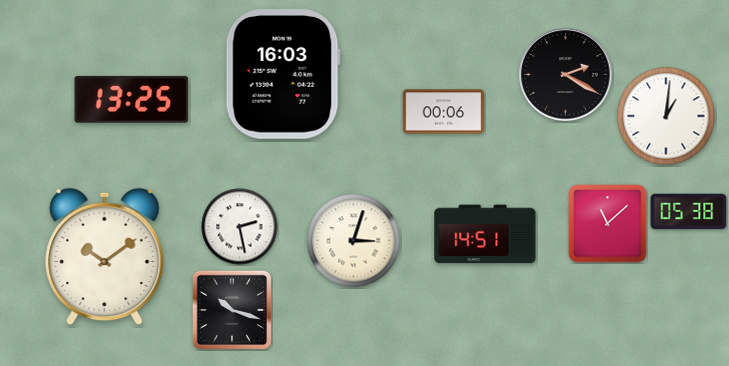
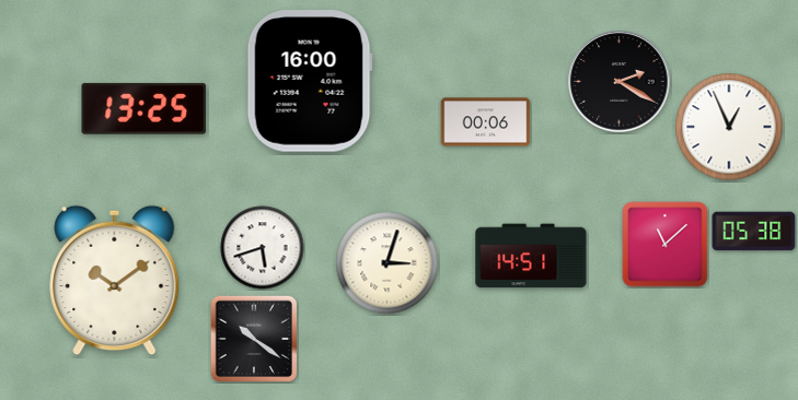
clock at (283, 74): 16:03 -> 16:00
clock at (666, 116): 1:01 -> 12:56
clock at (240, 227): 2:28 -> 5:42
clock at (232, 310): 10:18 -> 10:21
